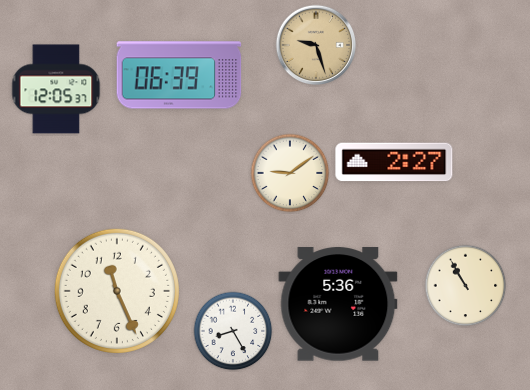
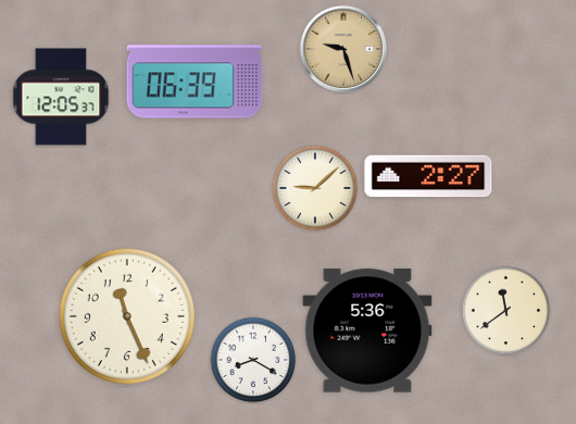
clock at (290, 173): 9:09 -> 9:08
clock at (466, 286): 10:55 -> 11:39
clock at (233, 331): 8:25 -> 8:20
